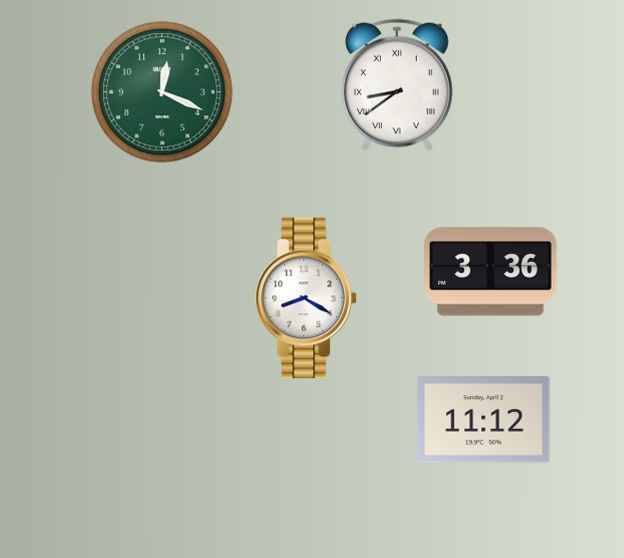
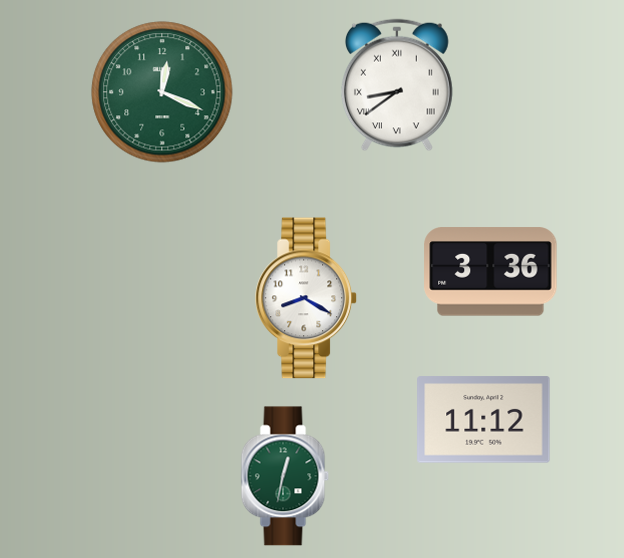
clock at (285, 476): none -> 12:32
